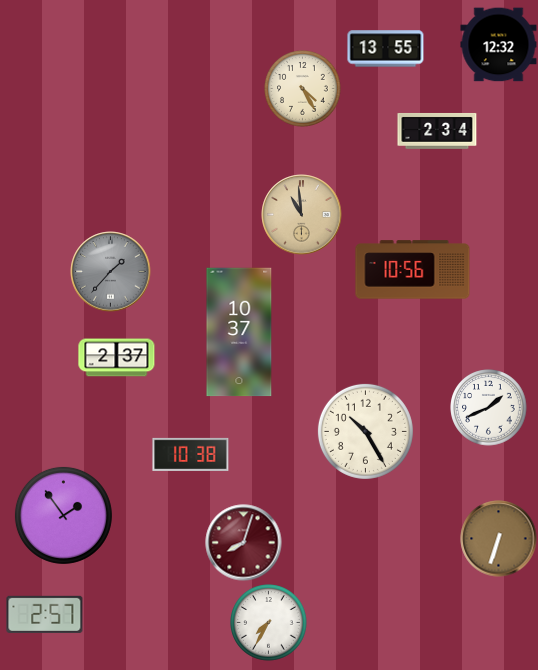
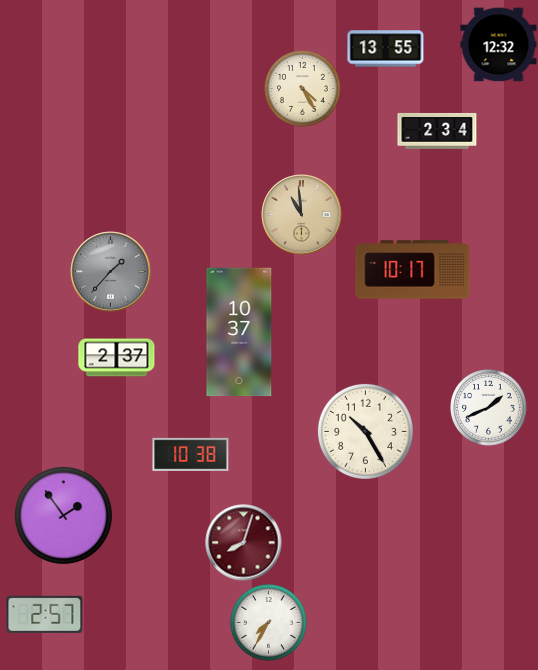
clock at (413, 270): 10:56 -> 10:17
clock at (499, 539): 6:33 -> none
